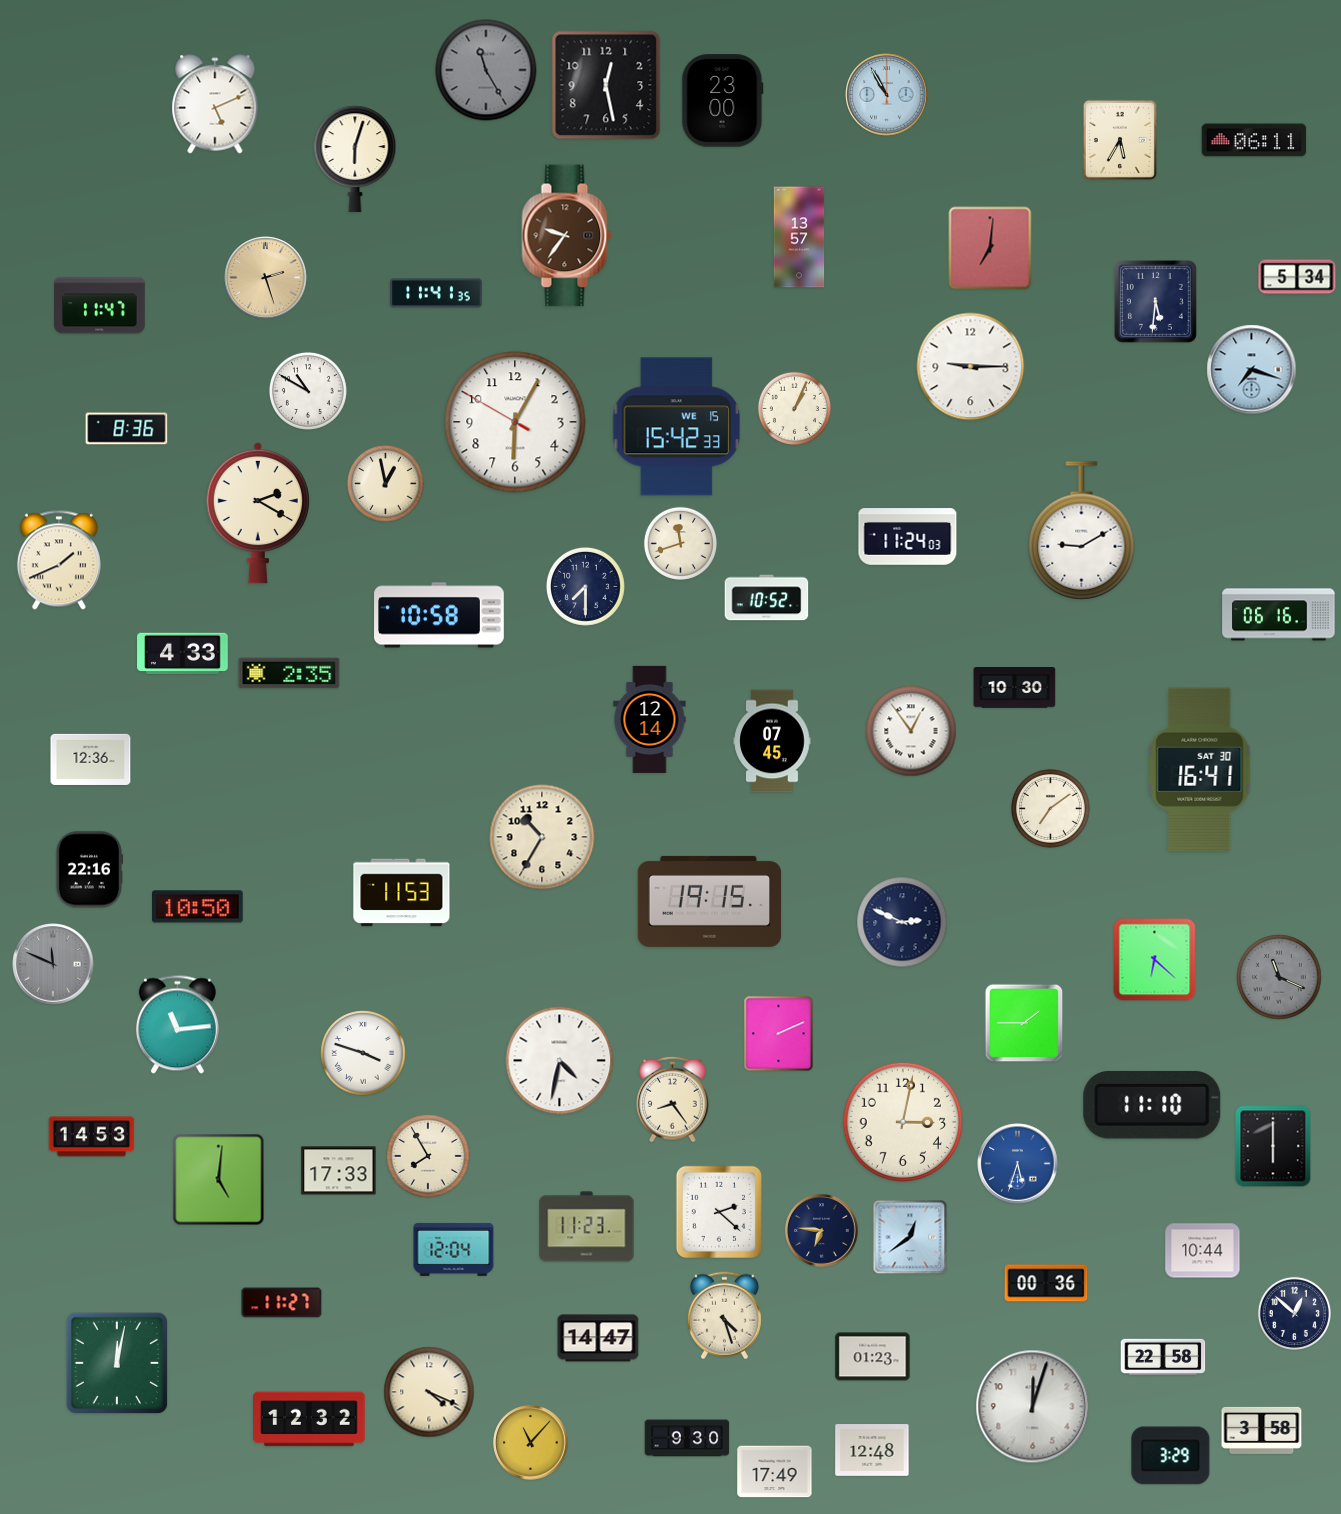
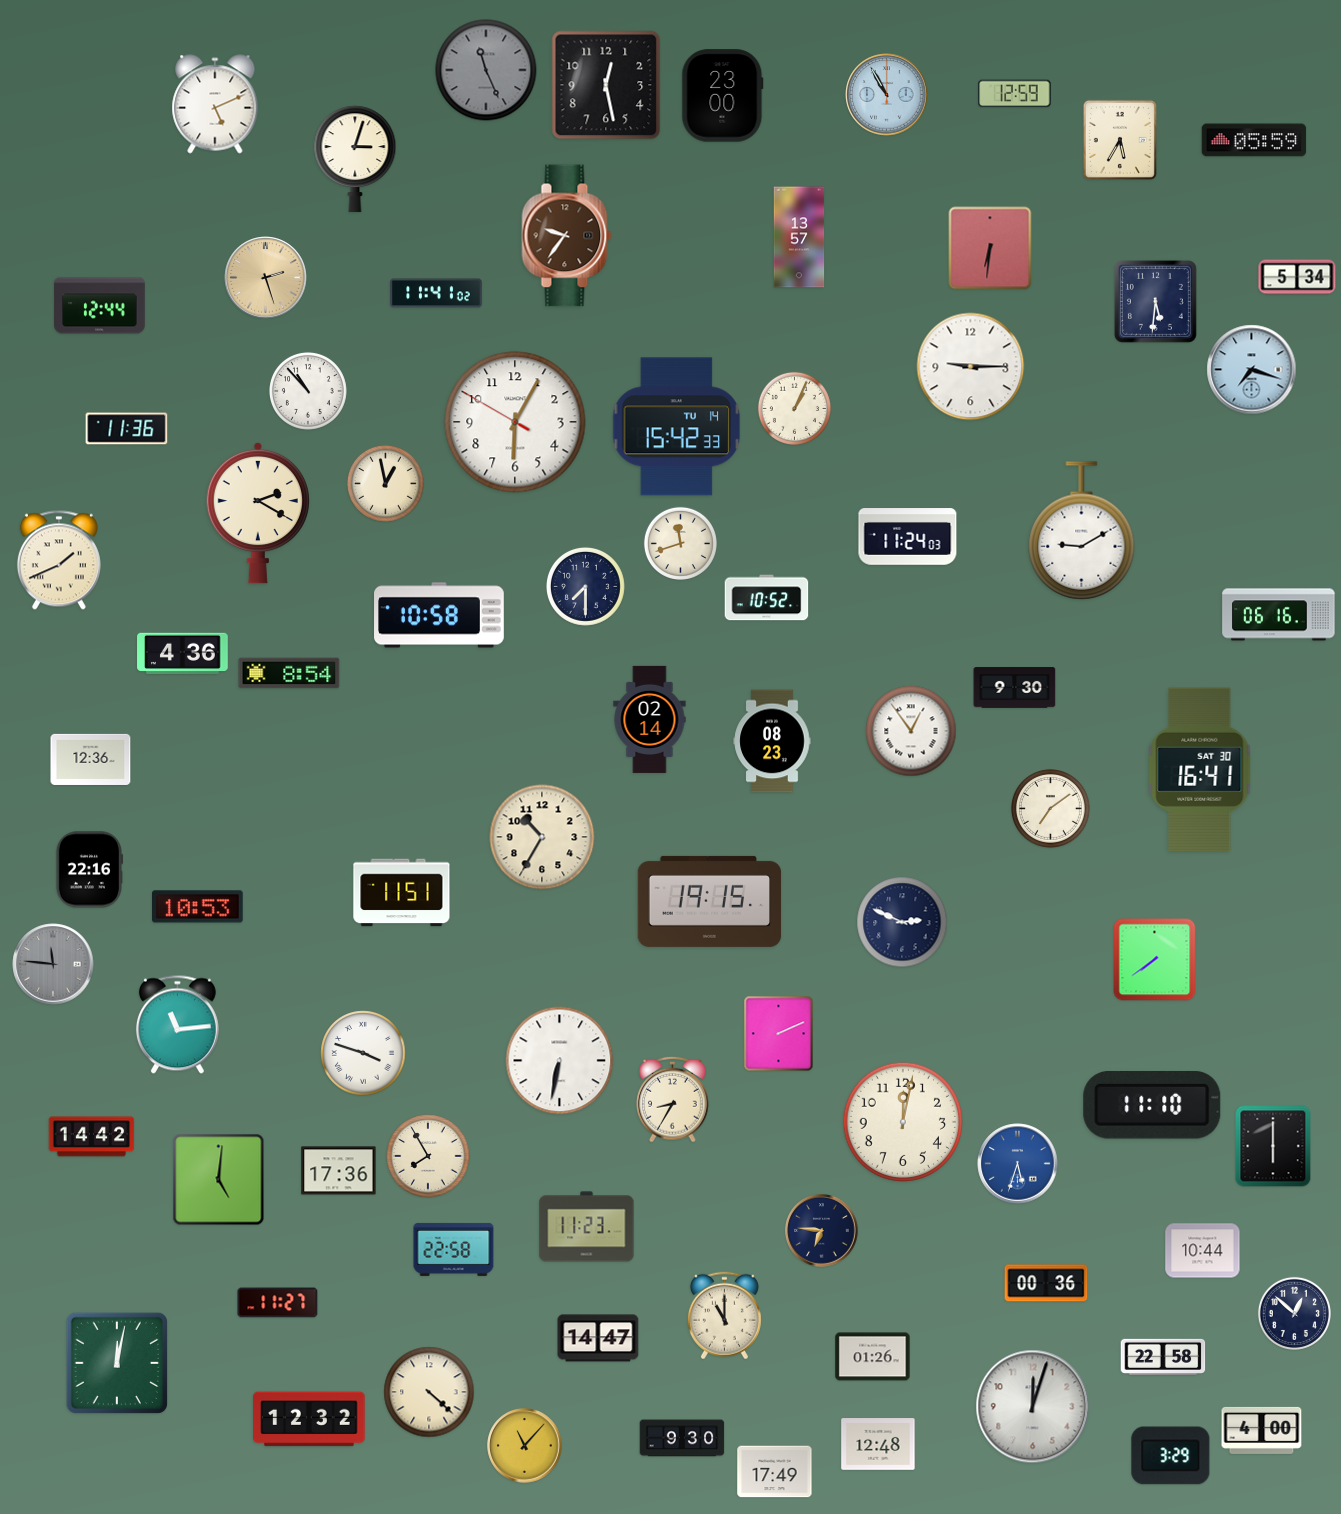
clock at (486, 70): 11:25 -> 11:26
clock at (1015, 94): none -> 12:59
clock at (723, 101) position: (723, 101) -> (723, 96)
clock at (1254, 140): 06:11 -> 05:59
clock at (355, 159): 6:03 -> 3:03
clock at (990, 248): 7:01 -> 6:31
clock at (436, 293): 11:41:35 -> 11:41:02
clock at (100, 306): 11:47 -> 12:44
clock at (308, 391): 10:50 -> 10:53
clock at (677, 427) date: WE 15 -> TU 14
clock at (127, 429): 8:36 -> 11:36
clock at (183, 653): 4:33 -> 4:36
clock at (289, 673): 2:35 -> 8:54
clock at (1015, 688): 10:30 -> 9:30
clock at (650, 719): 12:14 -> 02:14
clock at (772, 741): 07:45 -> 08:23
clock at (402, 893): 11:53 -> 11:51
clock at (198, 907): 10:50 -> 10:53
clock at (1155, 960): 6:22 -> 7:39
clock at (53, 964): 11:49 -> 11:46
clock at (1279, 977): 11:19 -> none
clock at (1024, 1023): 1:45 -> none
clock at (560, 1061): 4:32 -> 6:32
clock at (673, 1099): 8:24 -> 8:35
clock at (902, 1121): 3:02 -> 12:02
clock at (92, 1137): 14:53 -> 14:42
clock at (339, 1171): 17:33 -> 17:36
clock at (719, 1211): 2:22 -> none
clock at (910, 1237): 12:39 -> none
clock at (454, 1249): 12:04 -> 22:58
clock at (282, 1303) position: (282, 1303) -> (278, 1303)
clock at (724, 1316): 4:27 -> 11:00
clock at (873, 1357): 01:23 -> 01:26
clock at (429, 1392): 4:19 -> 4:22
clock at (1262, 1430): 3:58 -> 4:00
clock at (687, 1438) position: (687, 1438) -> (682, 1438)
clock at (531, 1443) position: (531, 1443) -> (525, 1446)
clock at (872, 1450) position: (872, 1450) -> (878, 1444)
